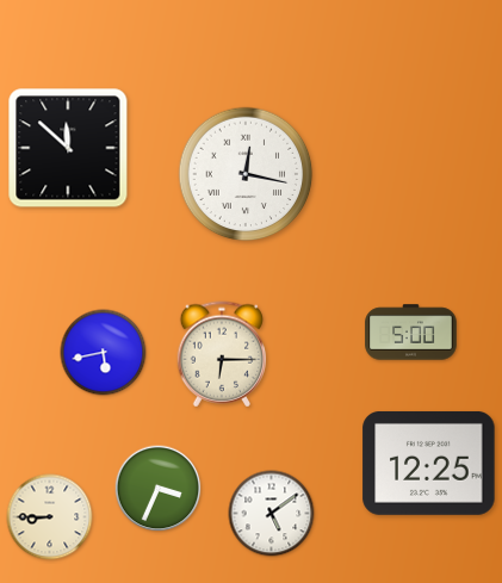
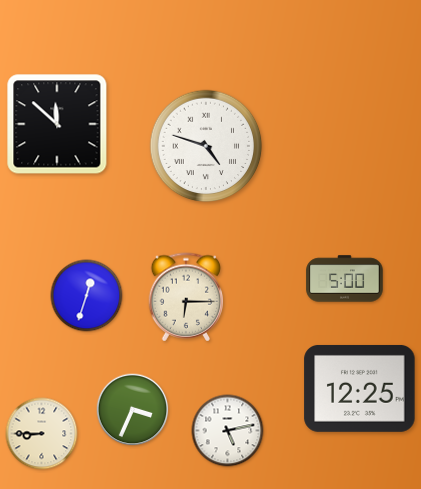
clock at (246, 174): 12:17 -> 4:48
clock at (104, 353): 5:43 -> 12:33
clock at (272, 514): 5:09 -> 5:13
